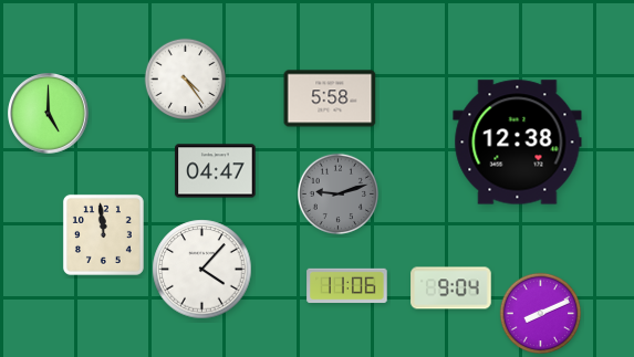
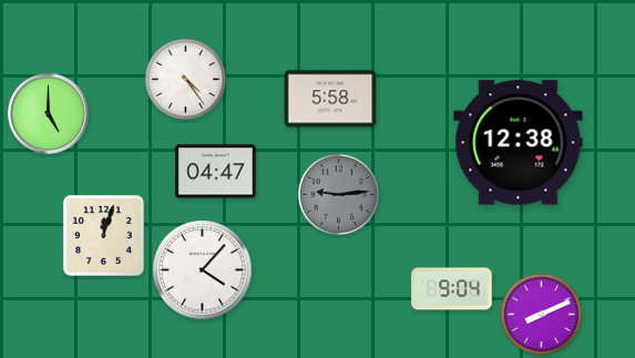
clock at (339, 195): 9:12 -> 9:14
clock at (103, 234): 11:59 -> 12:03
clock at (347, 286): 11:06 -> none
